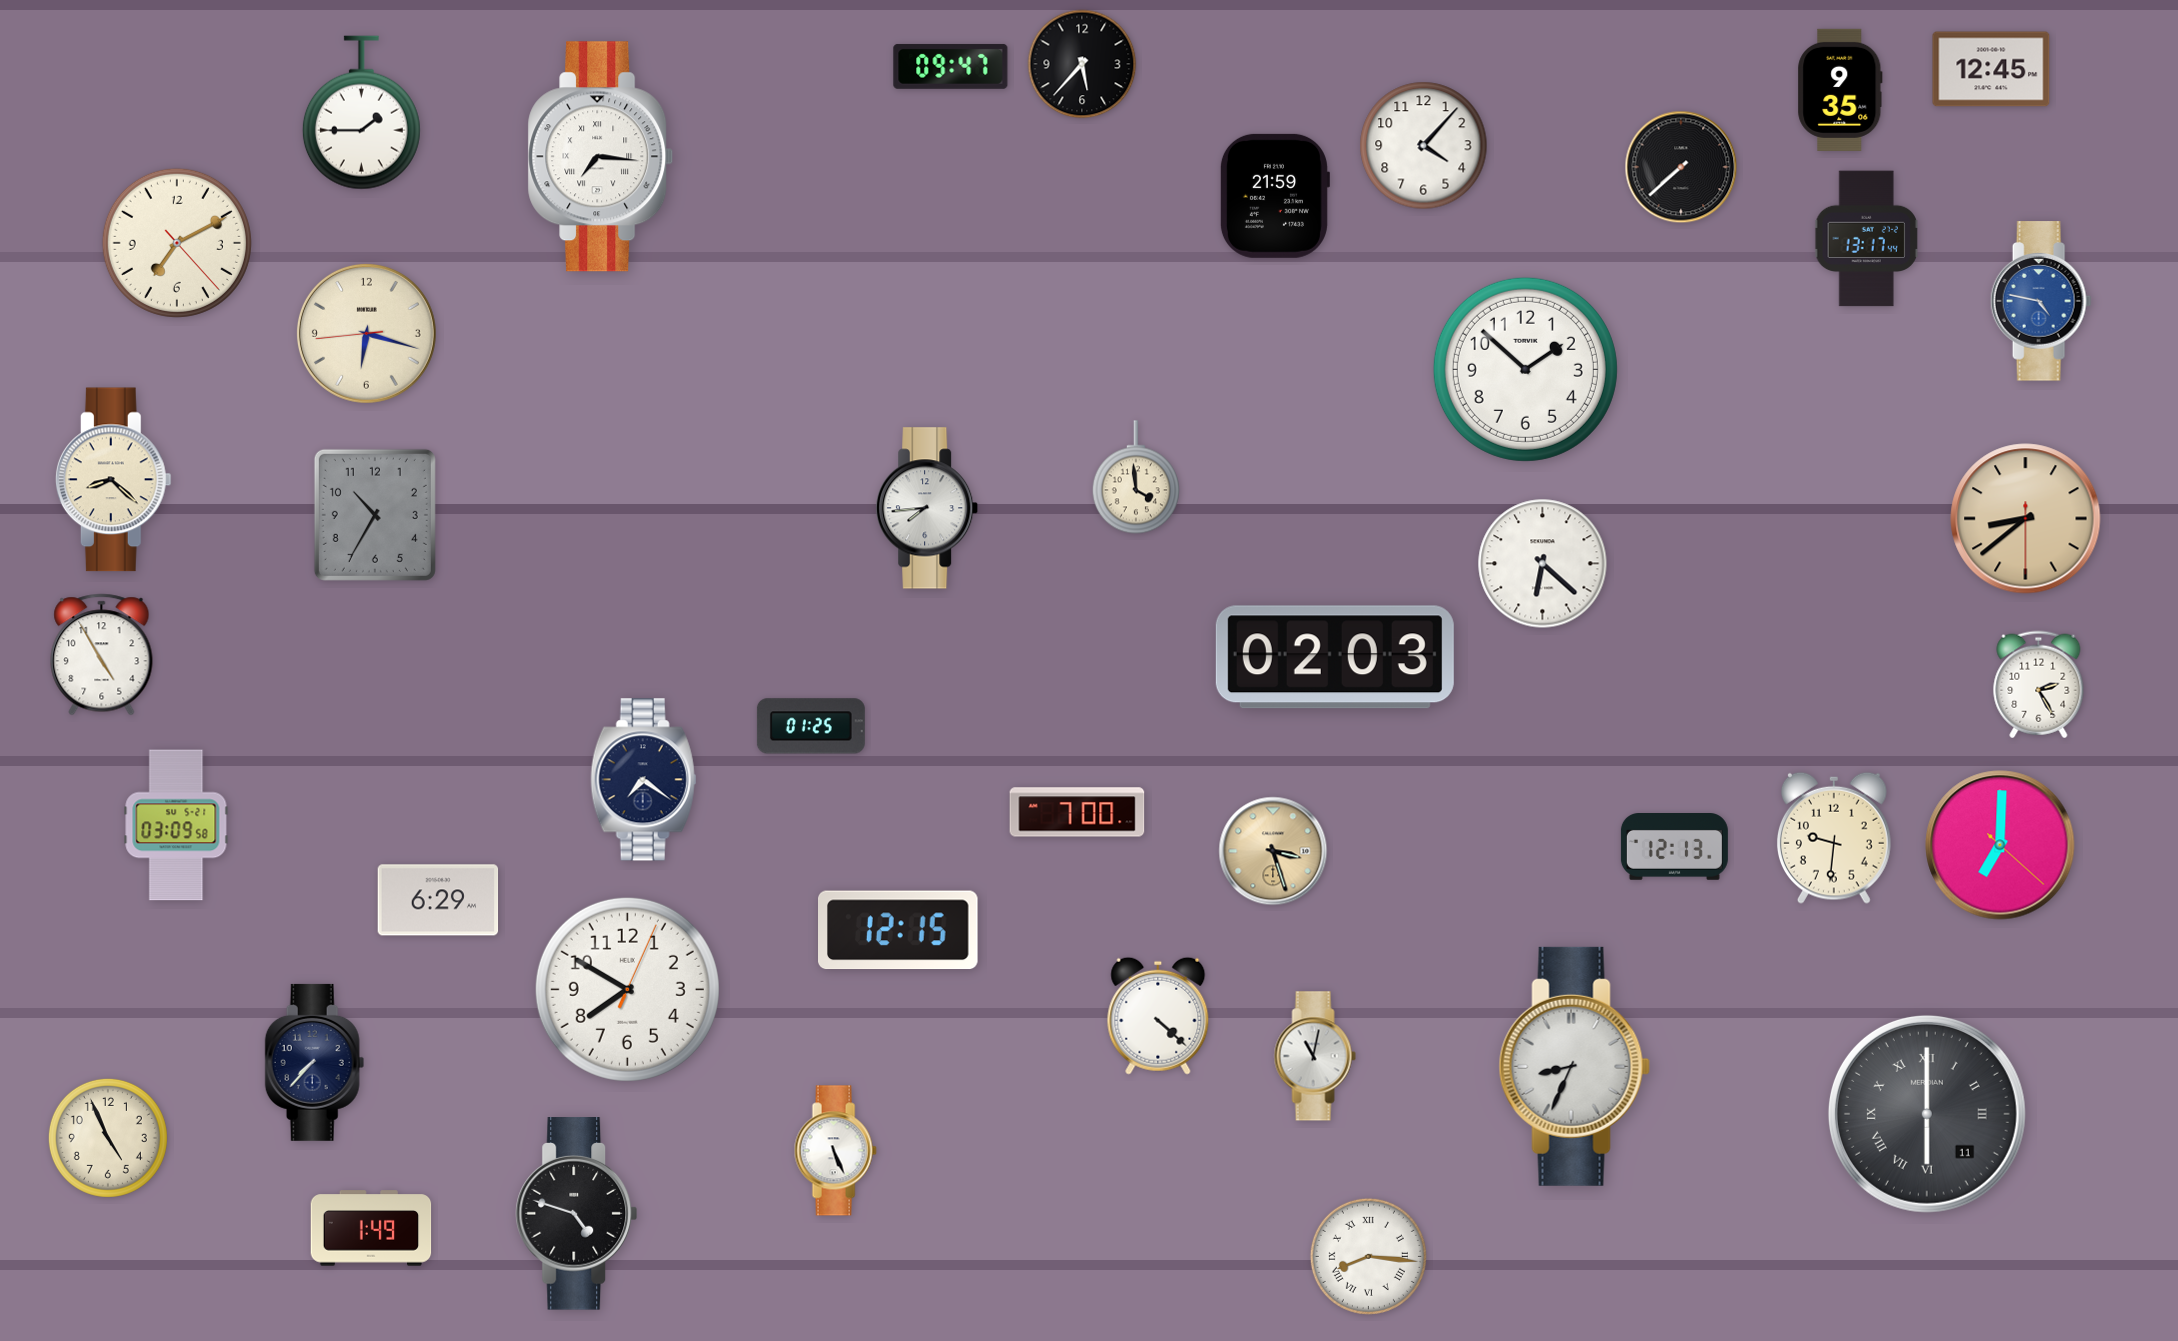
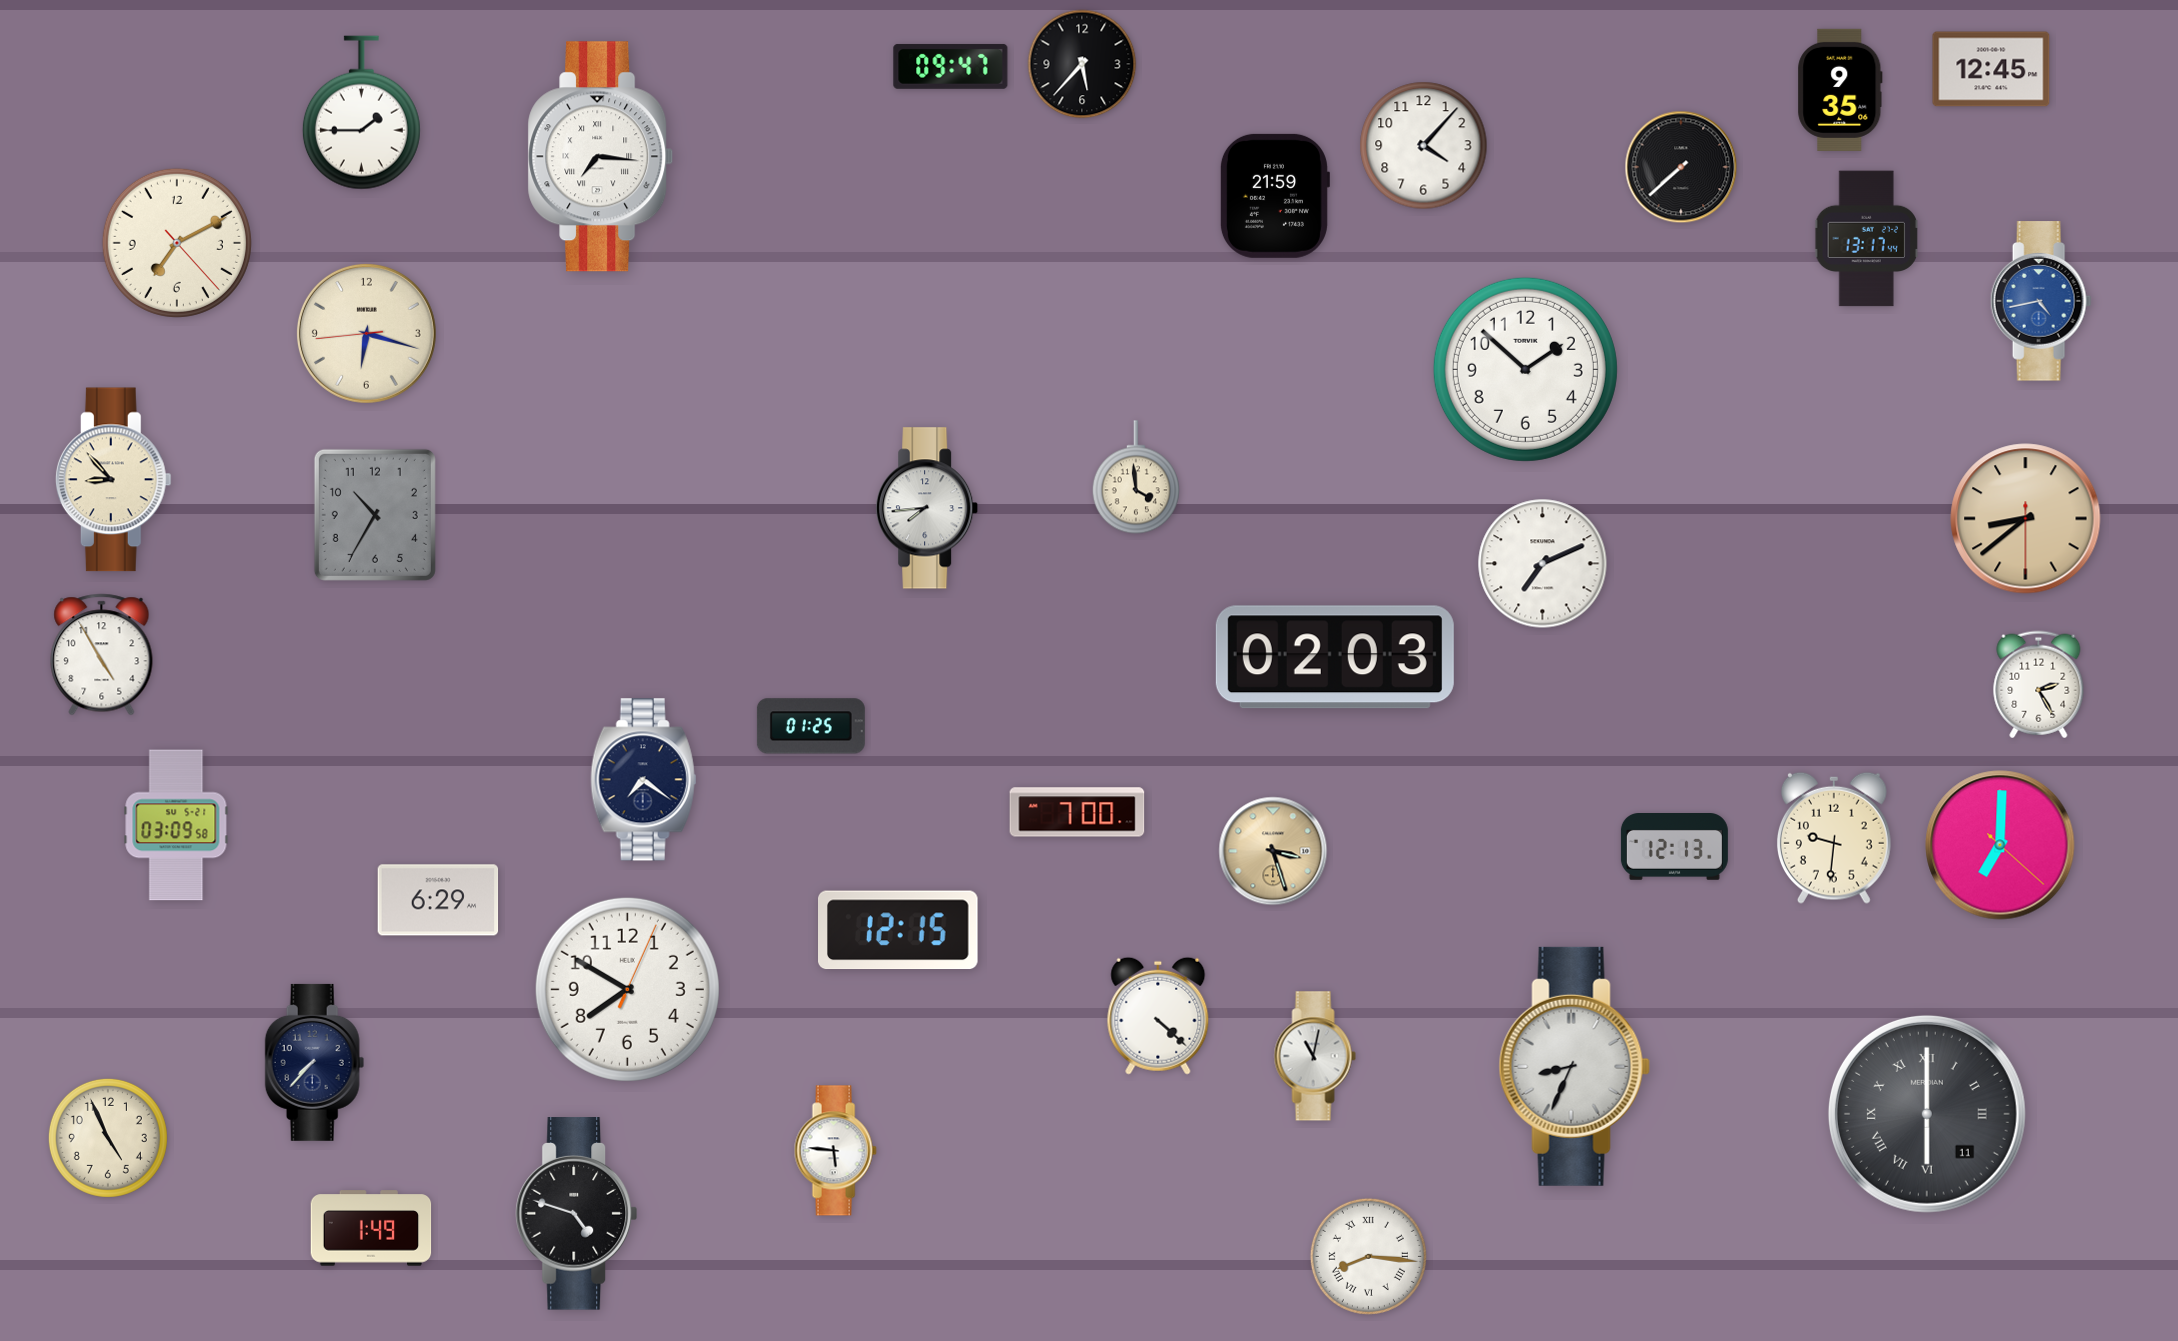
clock at (2041, 301): 4:47 -> 4:43
clock at (113, 480): 8:22 -> 8:53
clock at (1543, 564): 6:22 -> 7:11
clock at (835, 1151): 5:26 -> 5:46
